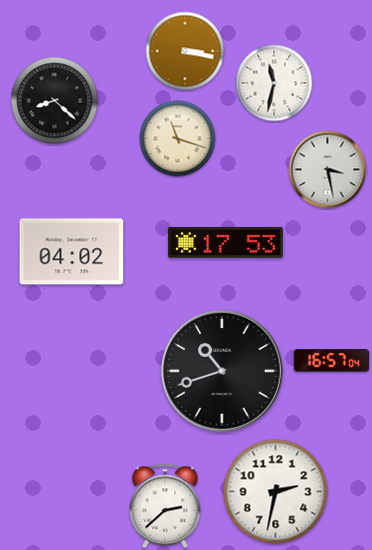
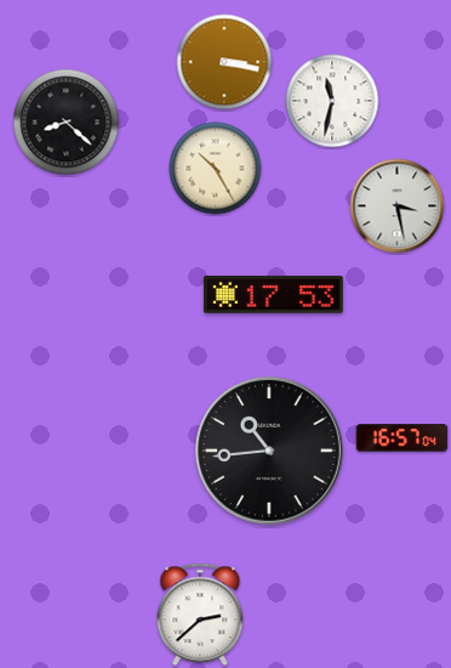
clock at (178, 139): 11:18 -> 10:25
clock at (72, 252): 04:02 -> none
clock at (223, 372): 10:42 -> 10:44
clock at (276, 492): 2:32 -> none
